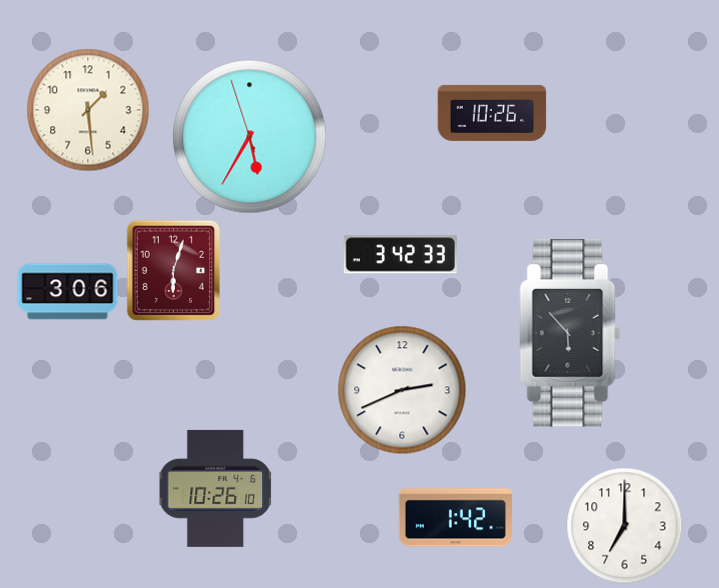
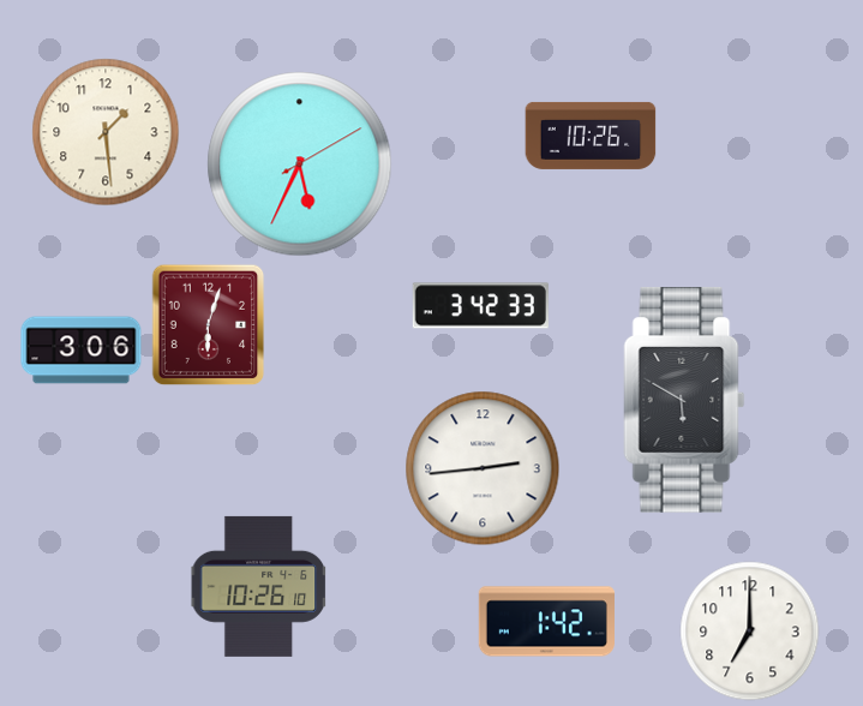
clock at (250, 137): 5:34:57 -> 5:34:10
clock at (570, 334): 5:53 -> 5:50
clock at (402, 390): 2:41 -> 2:44
